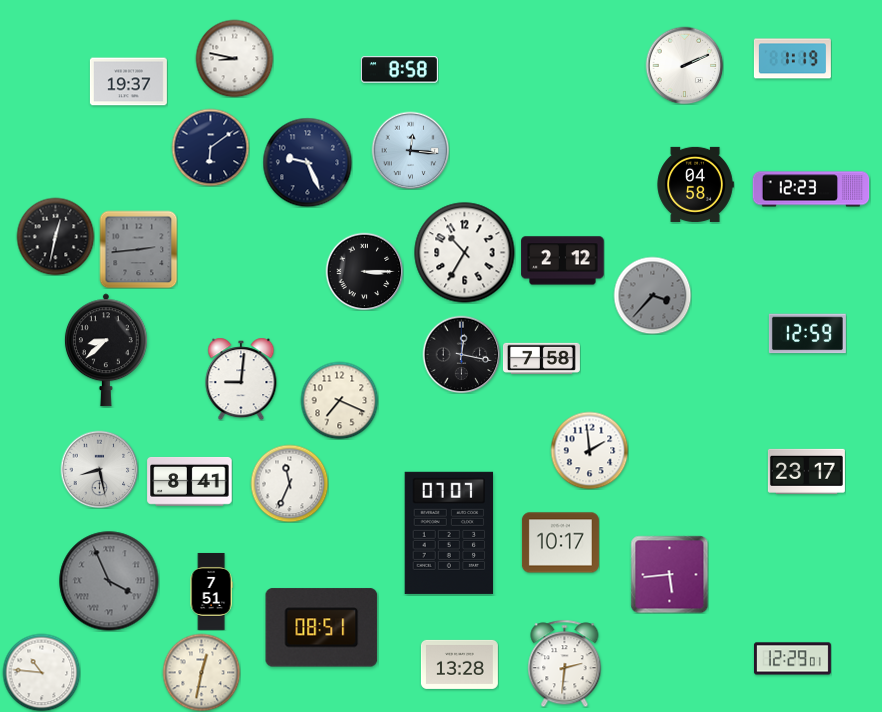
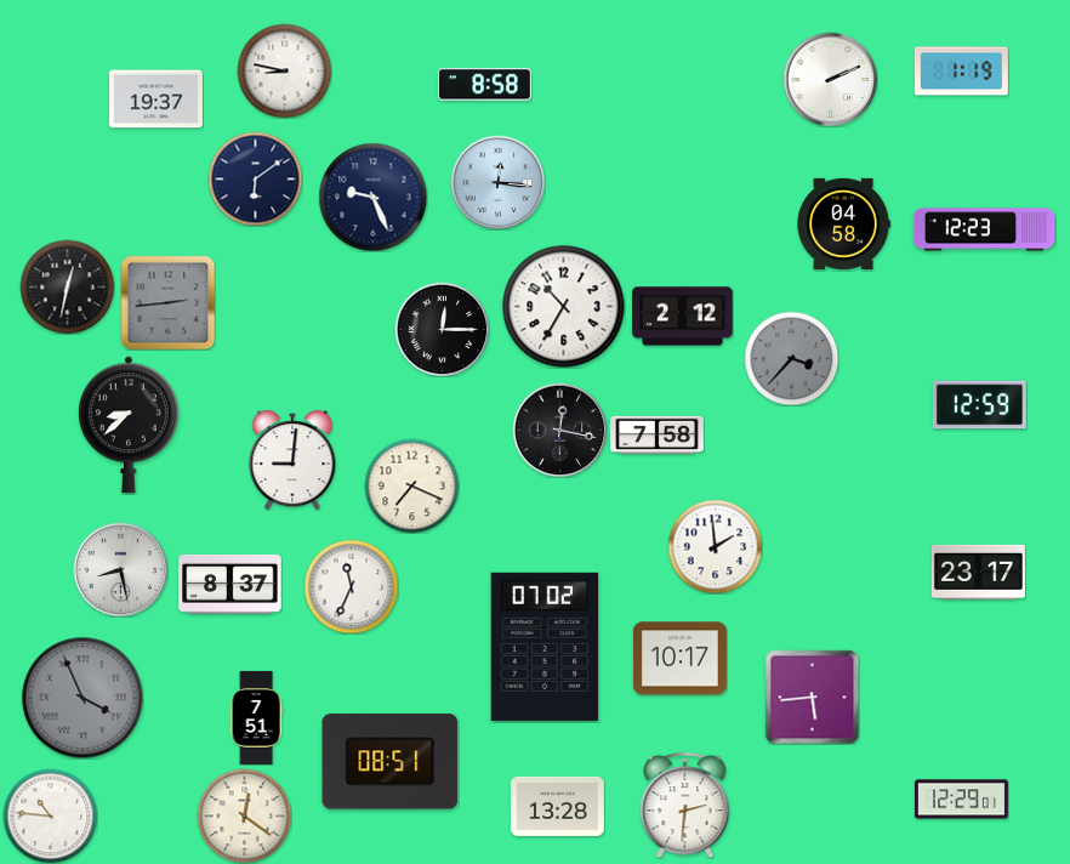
clock at (364, 271): 3:15 -> 12:15
clock at (190, 481): 8:41 -> 8:37
clock at (449, 533): 07:07 -> 07:02
clock at (109, 581) position: (109, 581) -> (82, 698)
clock at (201, 672): 12:32 -> 12:21
